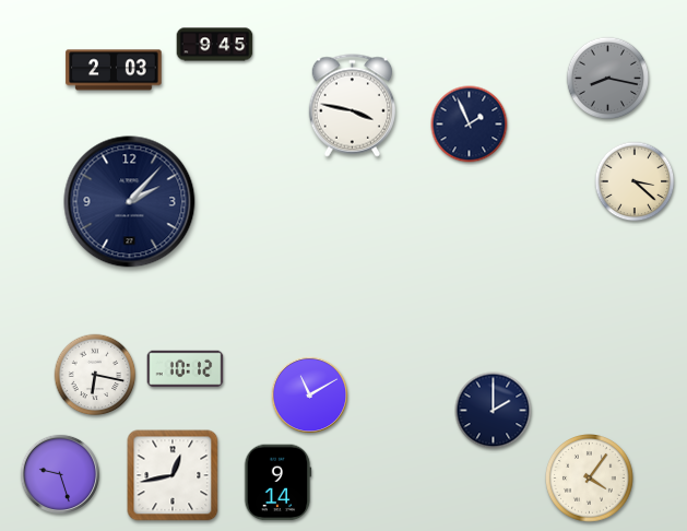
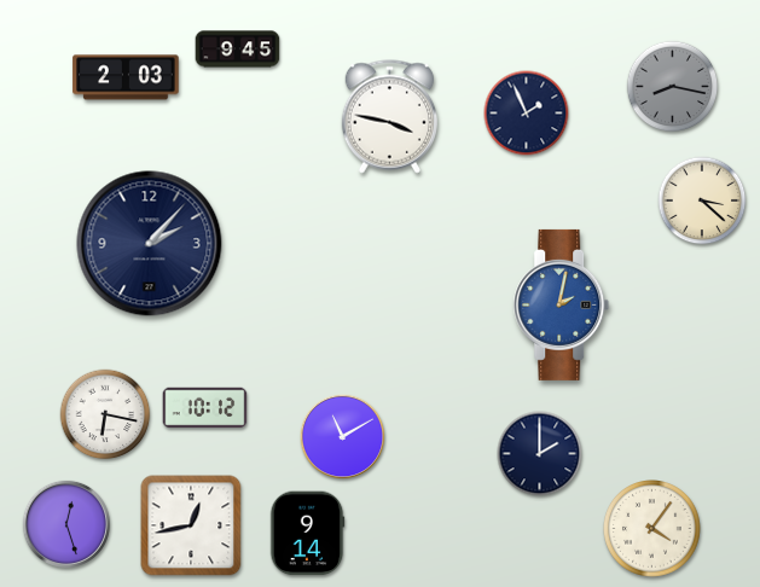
clock at (470, 125) position: (470, 125) -> (527, 114)
clock at (130, 202) position: (130, 202) -> (150, 244)
clock at (562, 304): none -> 2:02
clock at (494, 411) position: (494, 411) -> (540, 454)
clock at (60, 474): 9:27 -> 12:27
